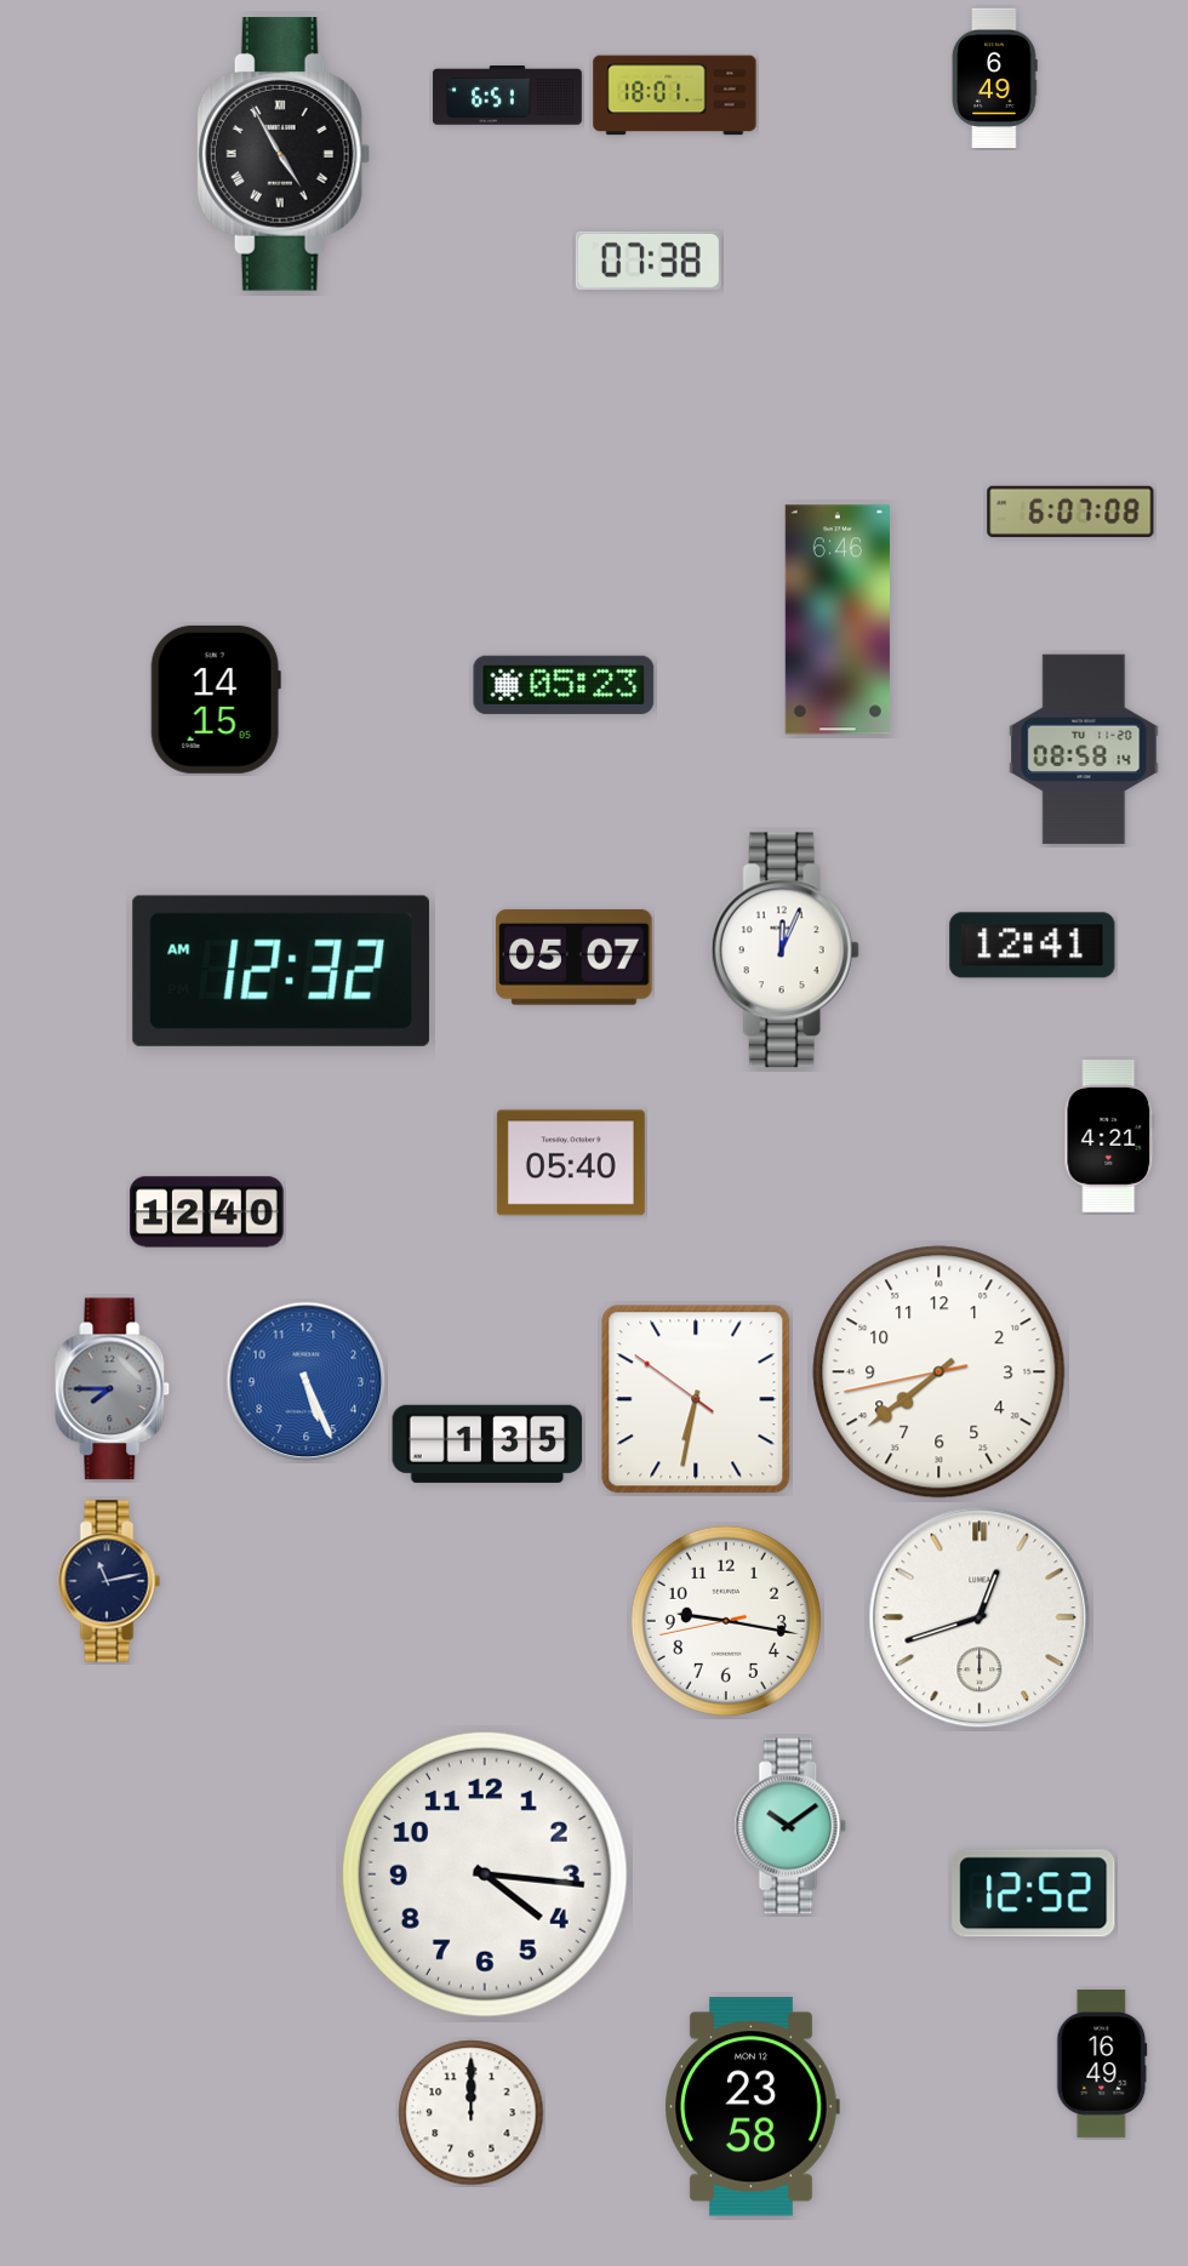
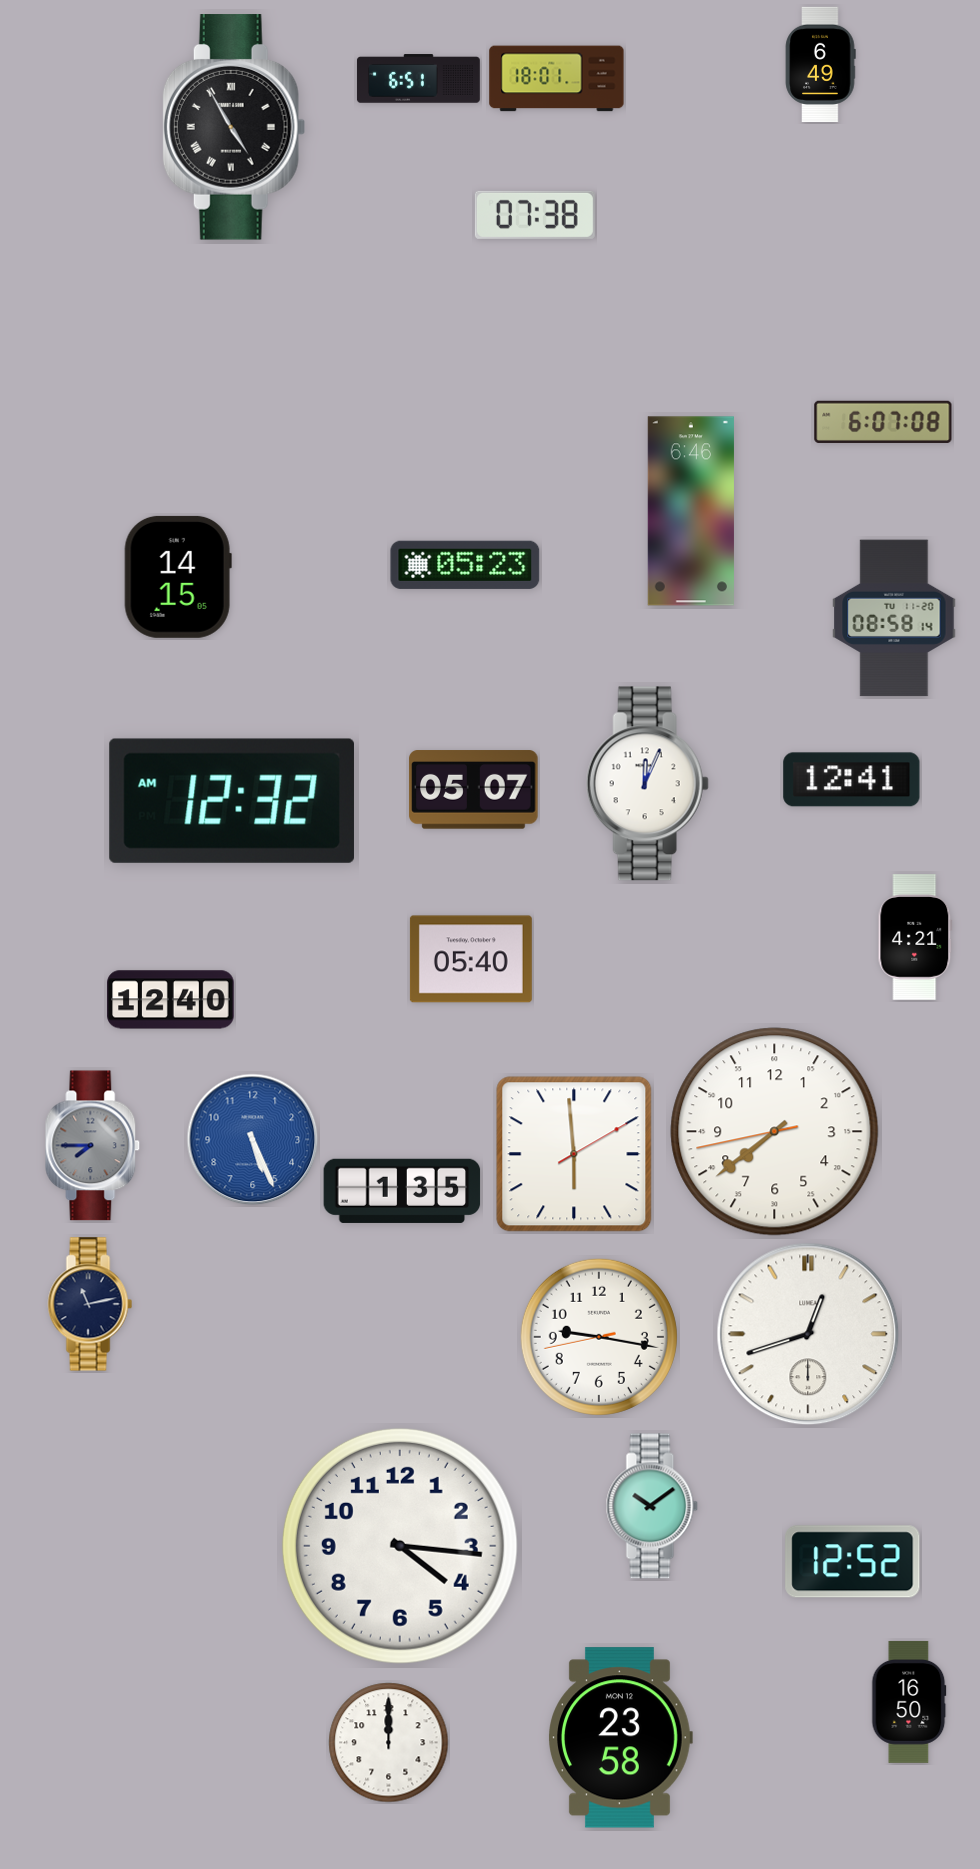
clock at (696, 1399): 6:31 -> 5:59
clock at (1102, 2064): 16:49 -> 16:50
